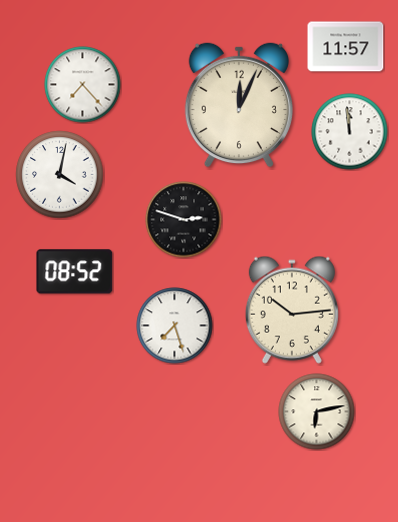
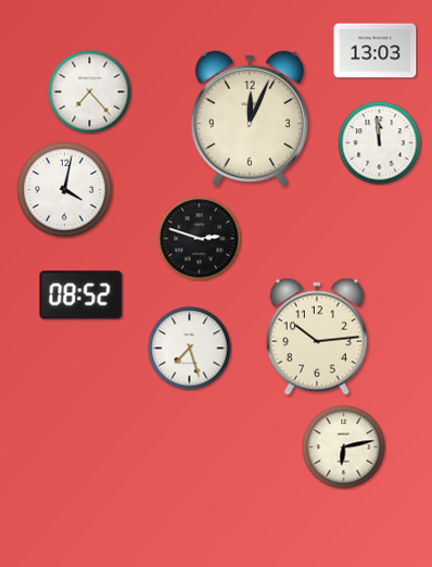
clock at (346, 47): 11:57 -> 13:03
clock at (238, 105) position: (238, 105) -> (249, 118)
clock at (175, 326) position: (175, 326) -> (190, 349)
